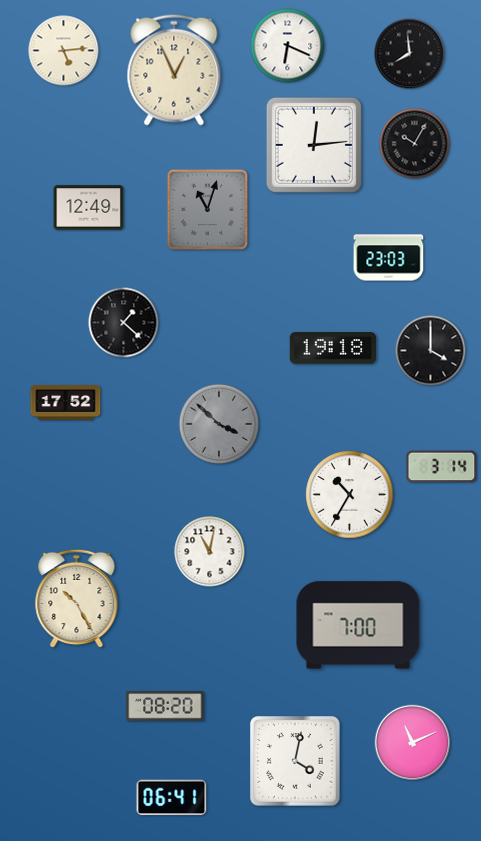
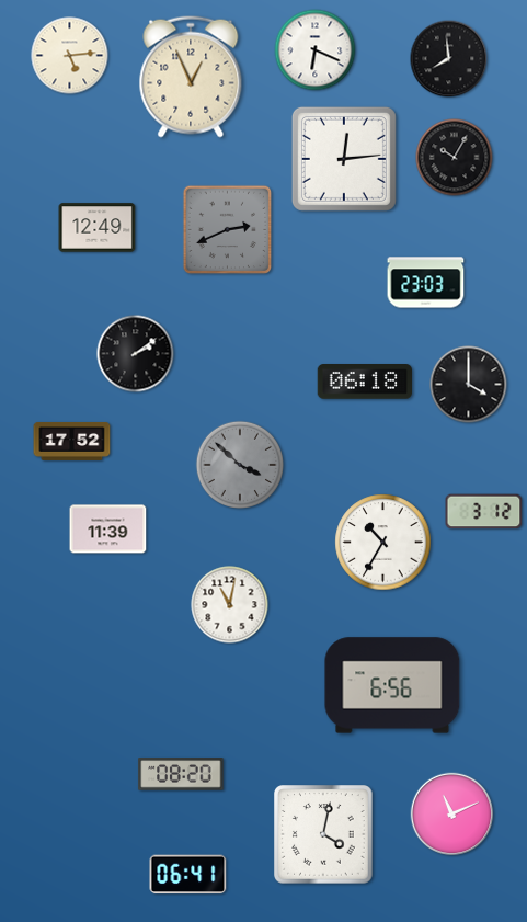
clock at (208, 210): 11:03 -> 2:41
clock at (124, 323): 1:22 -> 2:09
clock at (332, 348): 19:18 -> 06:18
clock at (431, 351) position: (431, 351) -> (469, 385)
clock at (442, 467): 3:14 -> 3:12
clock at (108, 530): none -> 11:39
clock at (77, 599): 10:25 -> none
clock at (358, 625): 7:00 -> 6:56
